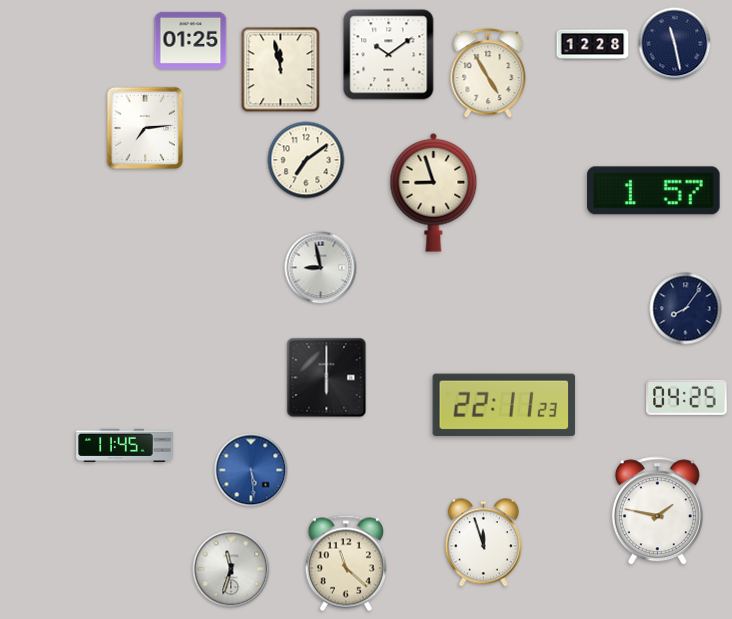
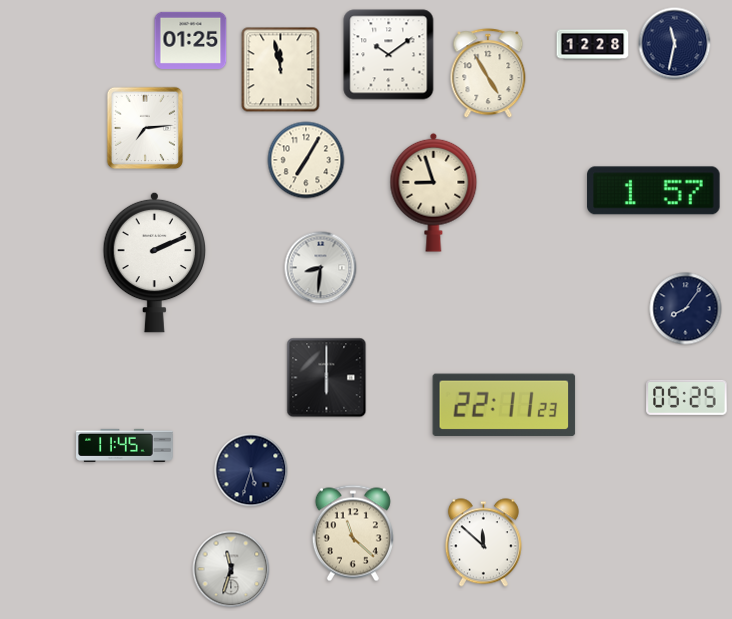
clock at (675, 44): 11:28 -> 11:32
clock at (306, 160): 7:09 -> 7:05
clock at (155, 262): none -> 2:11
clock at (321, 268): 8:58 -> 8:31
clock at (687, 397): 04:25 -> 05:25
clock at (251, 470): 5:29 -> 5:33
clock at (251, 470) dial: blue -> navy
clock at (657, 511): 1:47 -> none
clock at (483, 543): 11:57 -> 11:52
clock at (346, 563) position: (346, 563) -> (353, 533)
